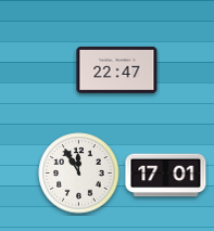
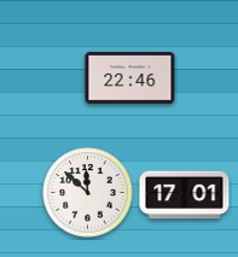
clock at (117, 69): 22:47 -> 22:46
clock at (79, 174): 11:55 -> 11:52
